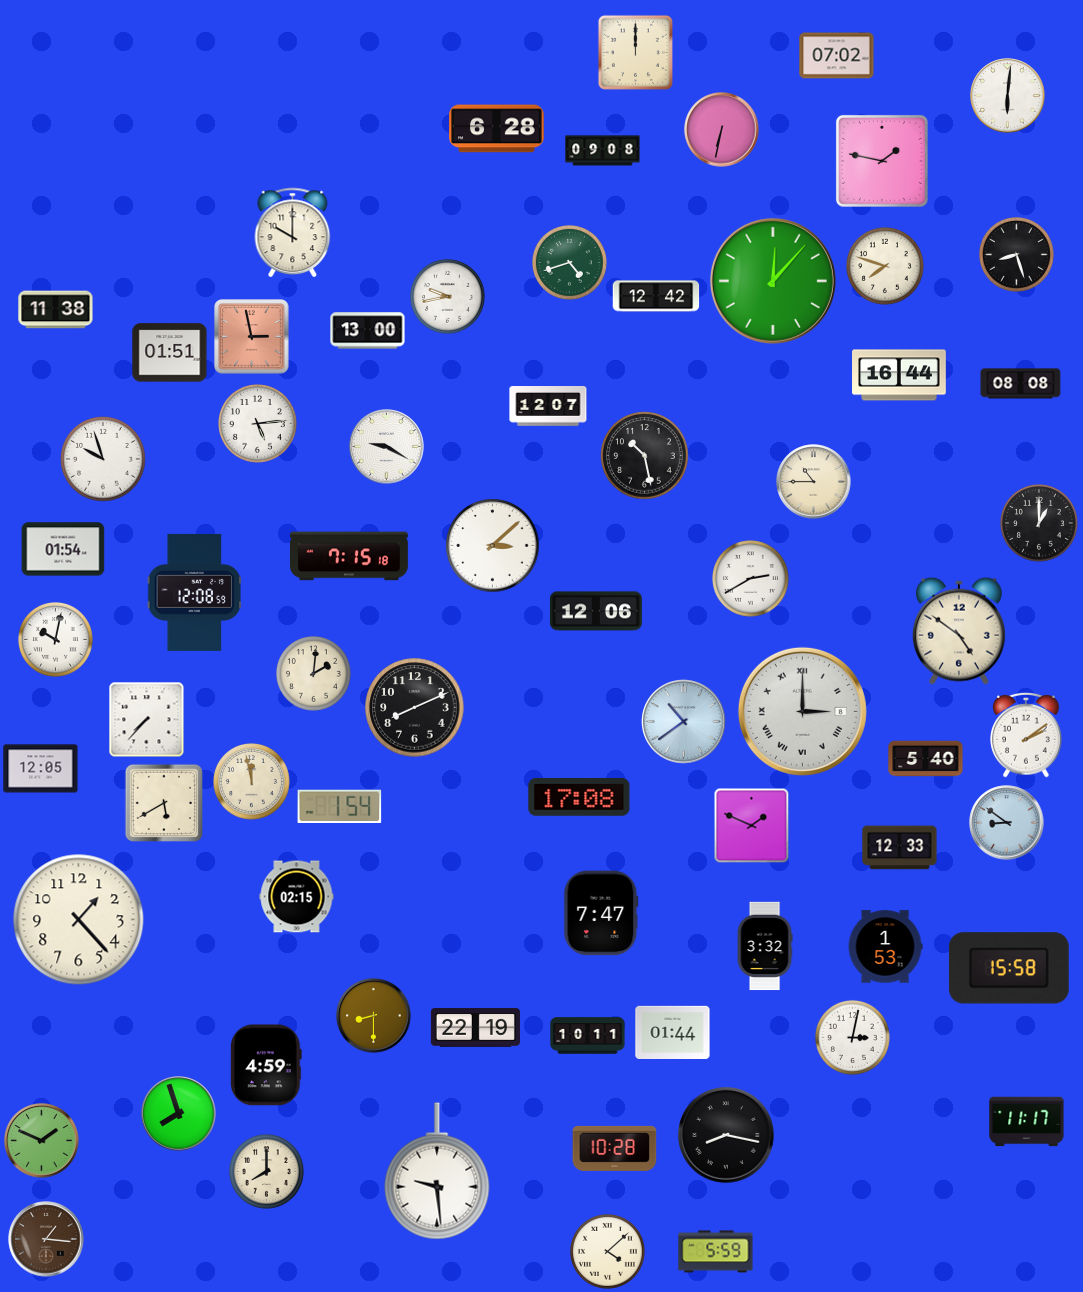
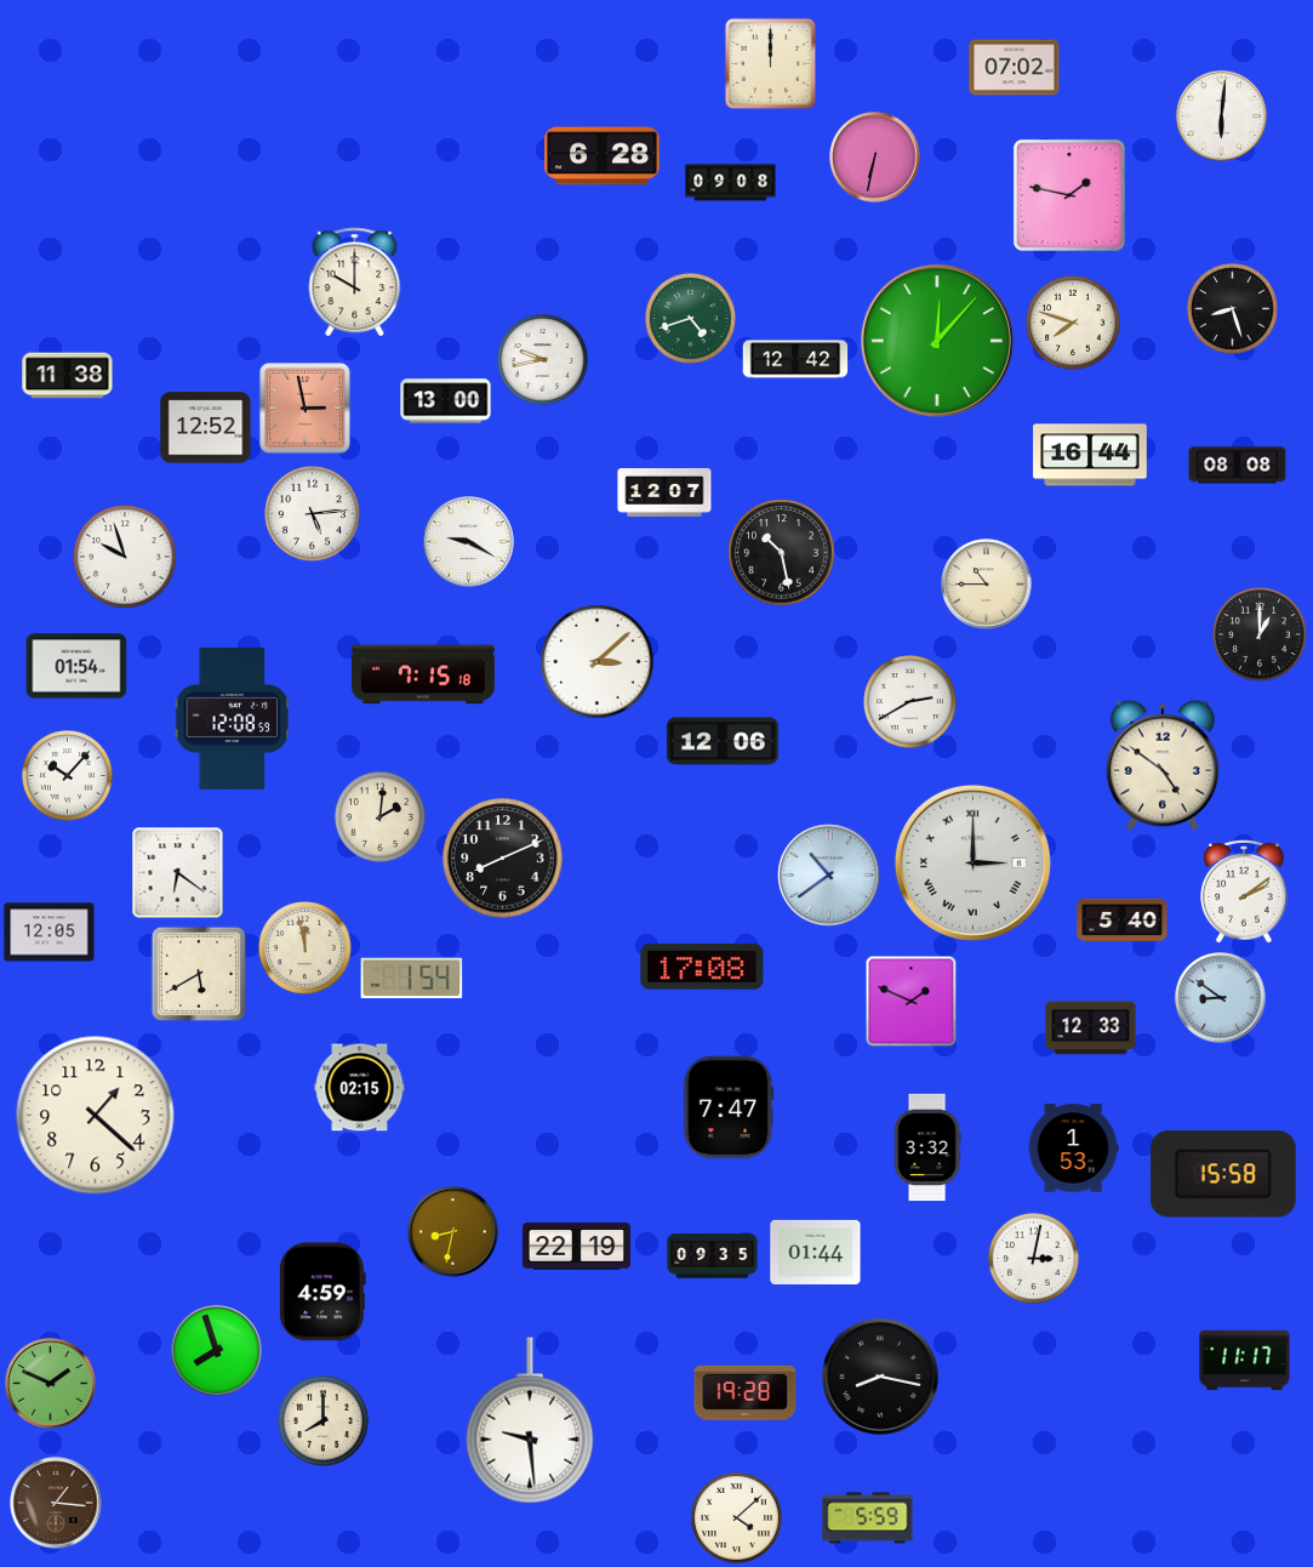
clock at (170, 353): 01:51 -> 12:52
clock at (195, 592) position: (195, 592) -> (233, 718)
clock at (55, 639): 10:02 -> 10:07
clock at (147, 720): 7:37 -> 6:21
clock at (79, 920): 1:23 -> 1:22
clock at (374, 1016): 8:30 -> 8:32
clock at (588, 1036): 10:11 -> 09:35
clock at (615, 1148): 10:28 -> 19:28
